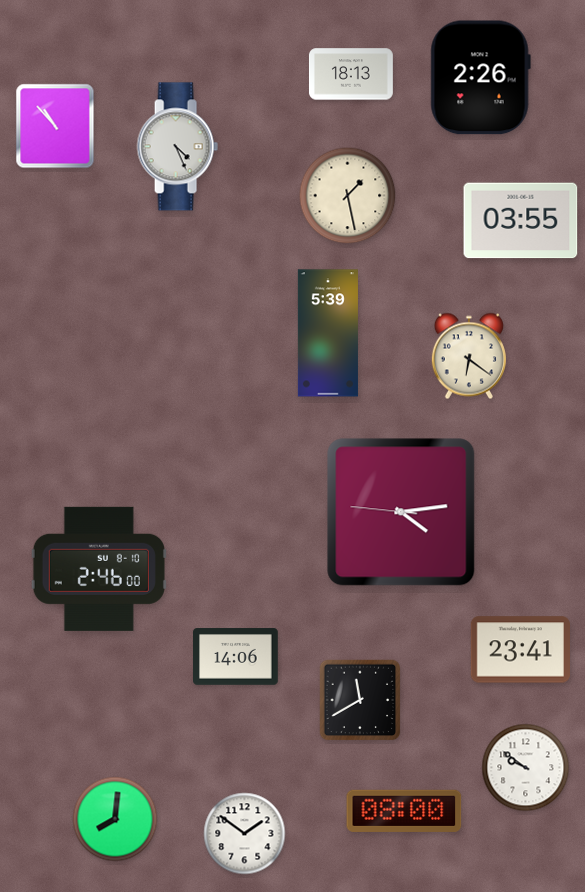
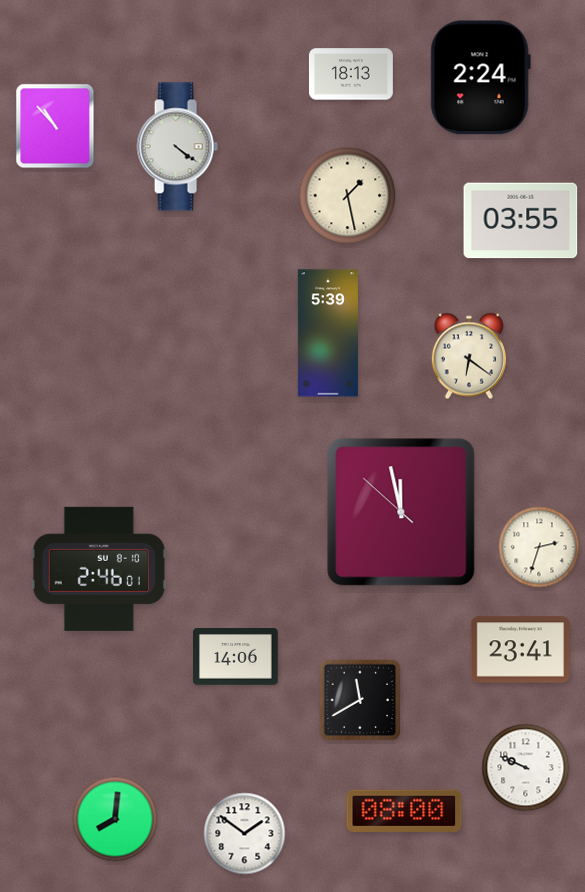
clock at (480, 78): 2:26 -> 2:24
clock at (177, 147): 4:26 -> 4:21
clock at (401, 512): 4:13 -> 11:57
clock at (539, 547): none -> 2:33
clock at (99, 569): 2:46:00 -> 2:46:01
clock at (526, 768): 9:51 -> 9:49
